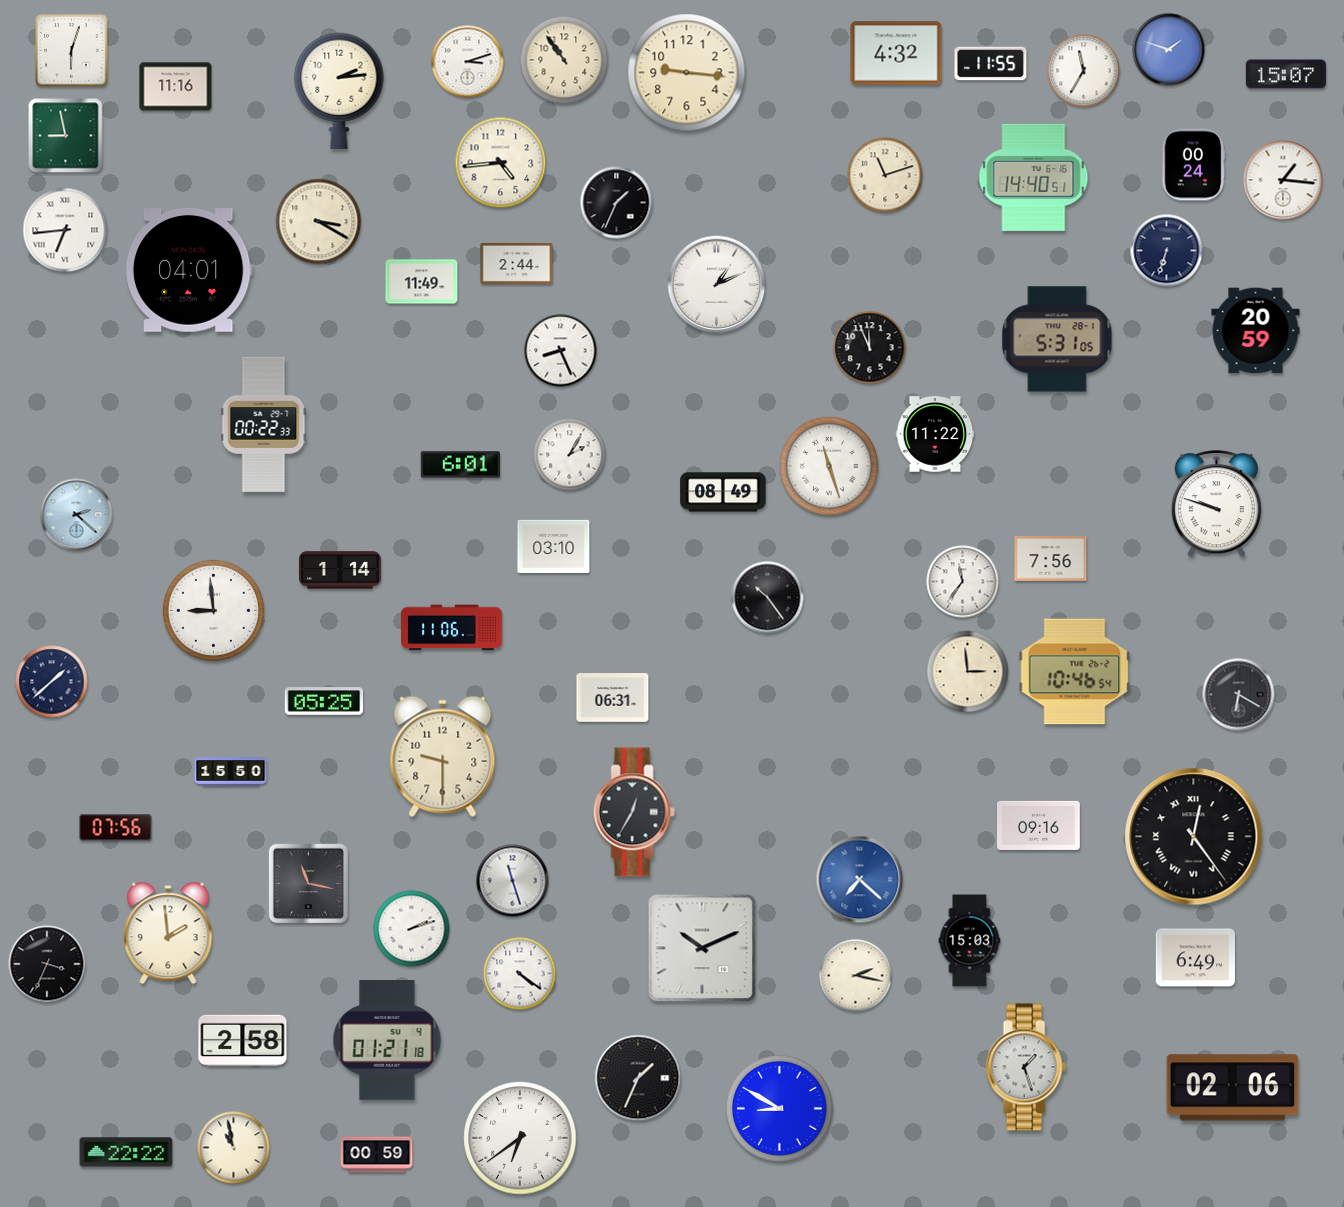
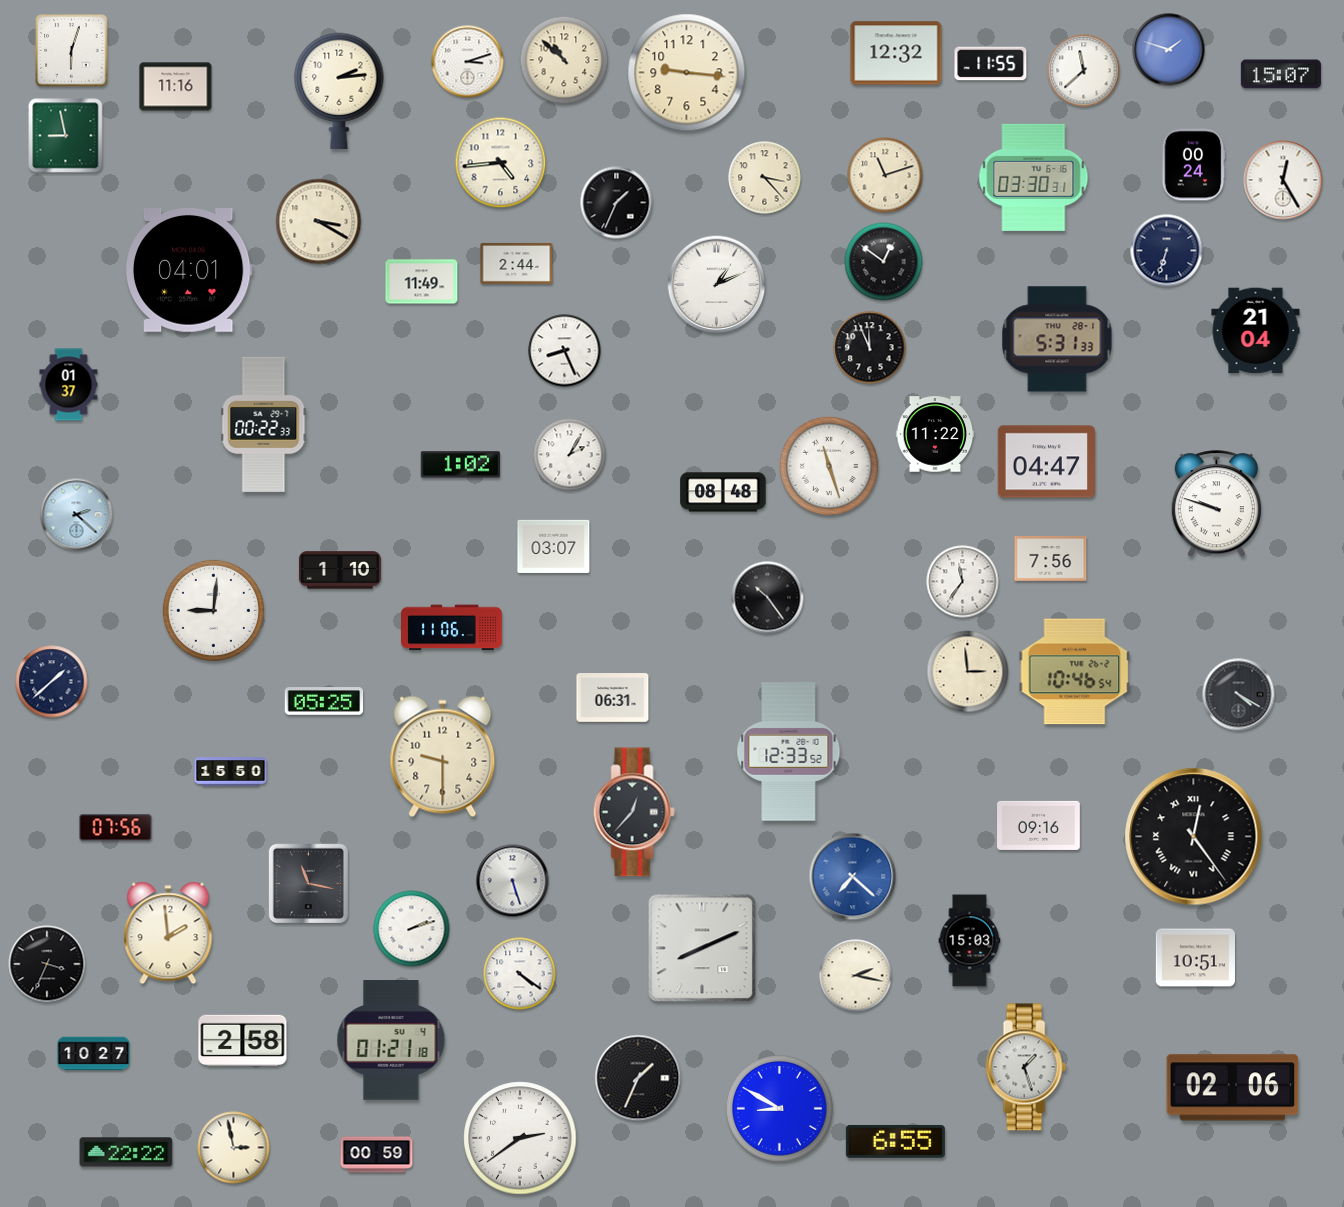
clock at (896, 53): 4:32 -> 12:32
clock at (564, 60): 10:54 -> 10:52
clock at (1084, 71): 11:35 -> 11:38
clock at (1286, 74) position: (1286, 74) -> (1281, 74)
clock at (1034, 177): 14:40 -> 03:30
clock at (765, 178): none -> 3:23
clock at (1283, 180): 1:16 -> 12:25
clock at (65, 230): 6:44 -> none
clock at (884, 262): none -> 12:51
clock at (1256, 331): 20:59 -> 21:04
clock at (1057, 339): 5:31:05 -> 5:31:33
clock at (561, 351) position: (561, 351) -> (565, 351)
clock at (69, 385): none -> 01:37
clock at (1046, 462): none -> 04:47
clock at (460, 465): 6:01 -> 1:02
clock at (723, 492): 08:49 -> 08:48
clock at (554, 546): 03:10 -> 03:07
clock at (340, 570): 1:14 -> 1:10
clock at (213, 610): 8:59 -> 9:01
clock at (1239, 695): 6:20 -> 4:20
clock at (789, 752): none -> 12:33
clock at (634, 812): 12:35 -> 12:37
clock at (860, 880) position: (860, 880) -> (853, 877)
clock at (513, 881): 11:27 -> 5:27
clock at (702, 948): 10:11 -> 8:11
clock at (1195, 958): 6:49 -> 10:51
clock at (387, 1040) position: (387, 1040) -> (391, 1040)
clock at (94, 1054): none -> 10:27
clock at (520, 1138): 6:39 -> 2:39
clock at (895, 1141): none -> 6:55
clock at (234, 1148): 10:58 -> 2:58
